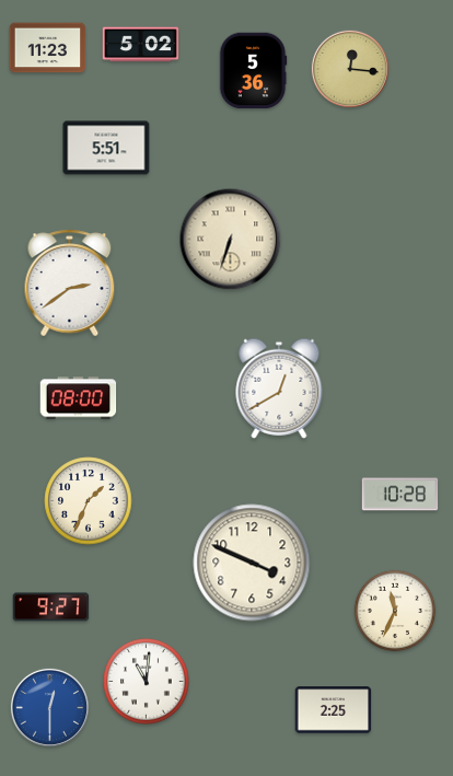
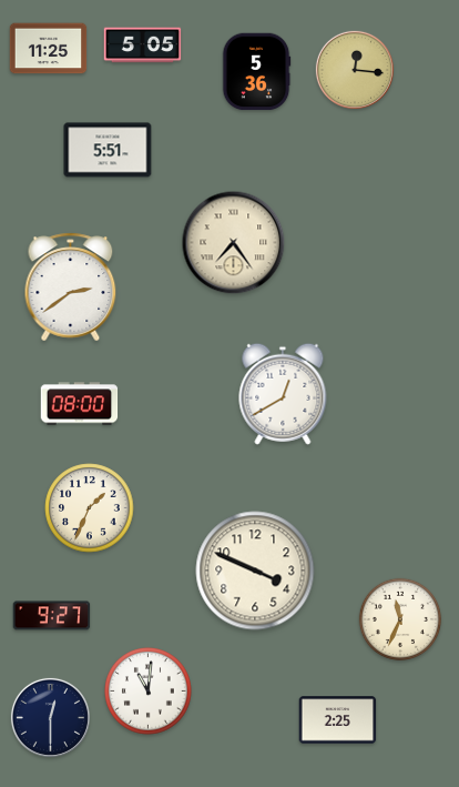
clock at (141, 45): 5:02 -> 5:05
clock at (48, 48): 11:23 -> 11:25
clock at (231, 240): 6:33 -> 7:24
clock at (400, 495): 10:28 -> none
clock at (49, 707) dial: blue -> navy
